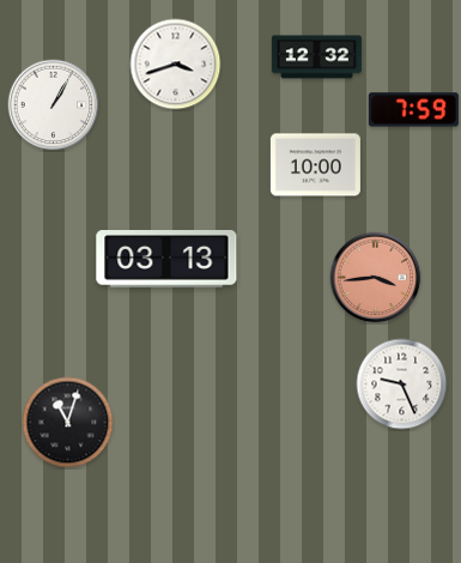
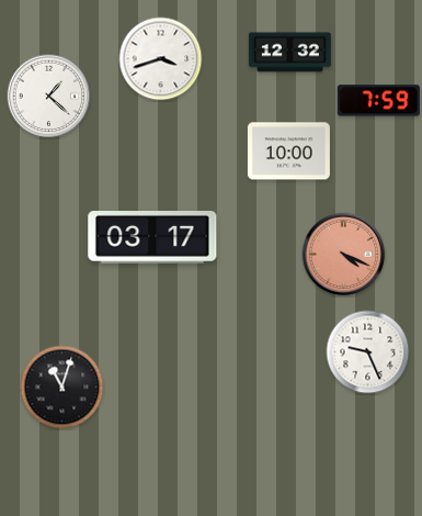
clock at (54, 105): 1:05 -> 1:22
clock at (166, 260): 03:13 -> 03:17
clock at (376, 278): 3:44 -> 4:19
